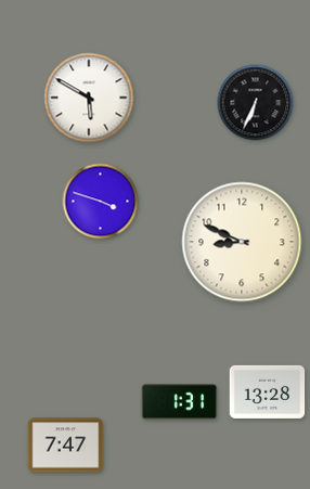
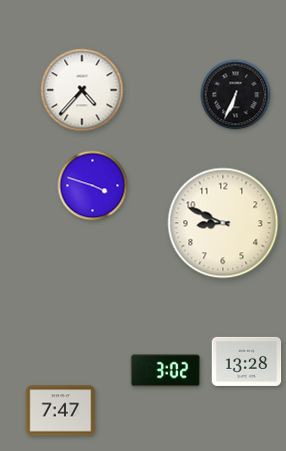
clock at (89, 98): 5:50 -> 4:37
clock at (180, 402): 1:31 -> 3:02
